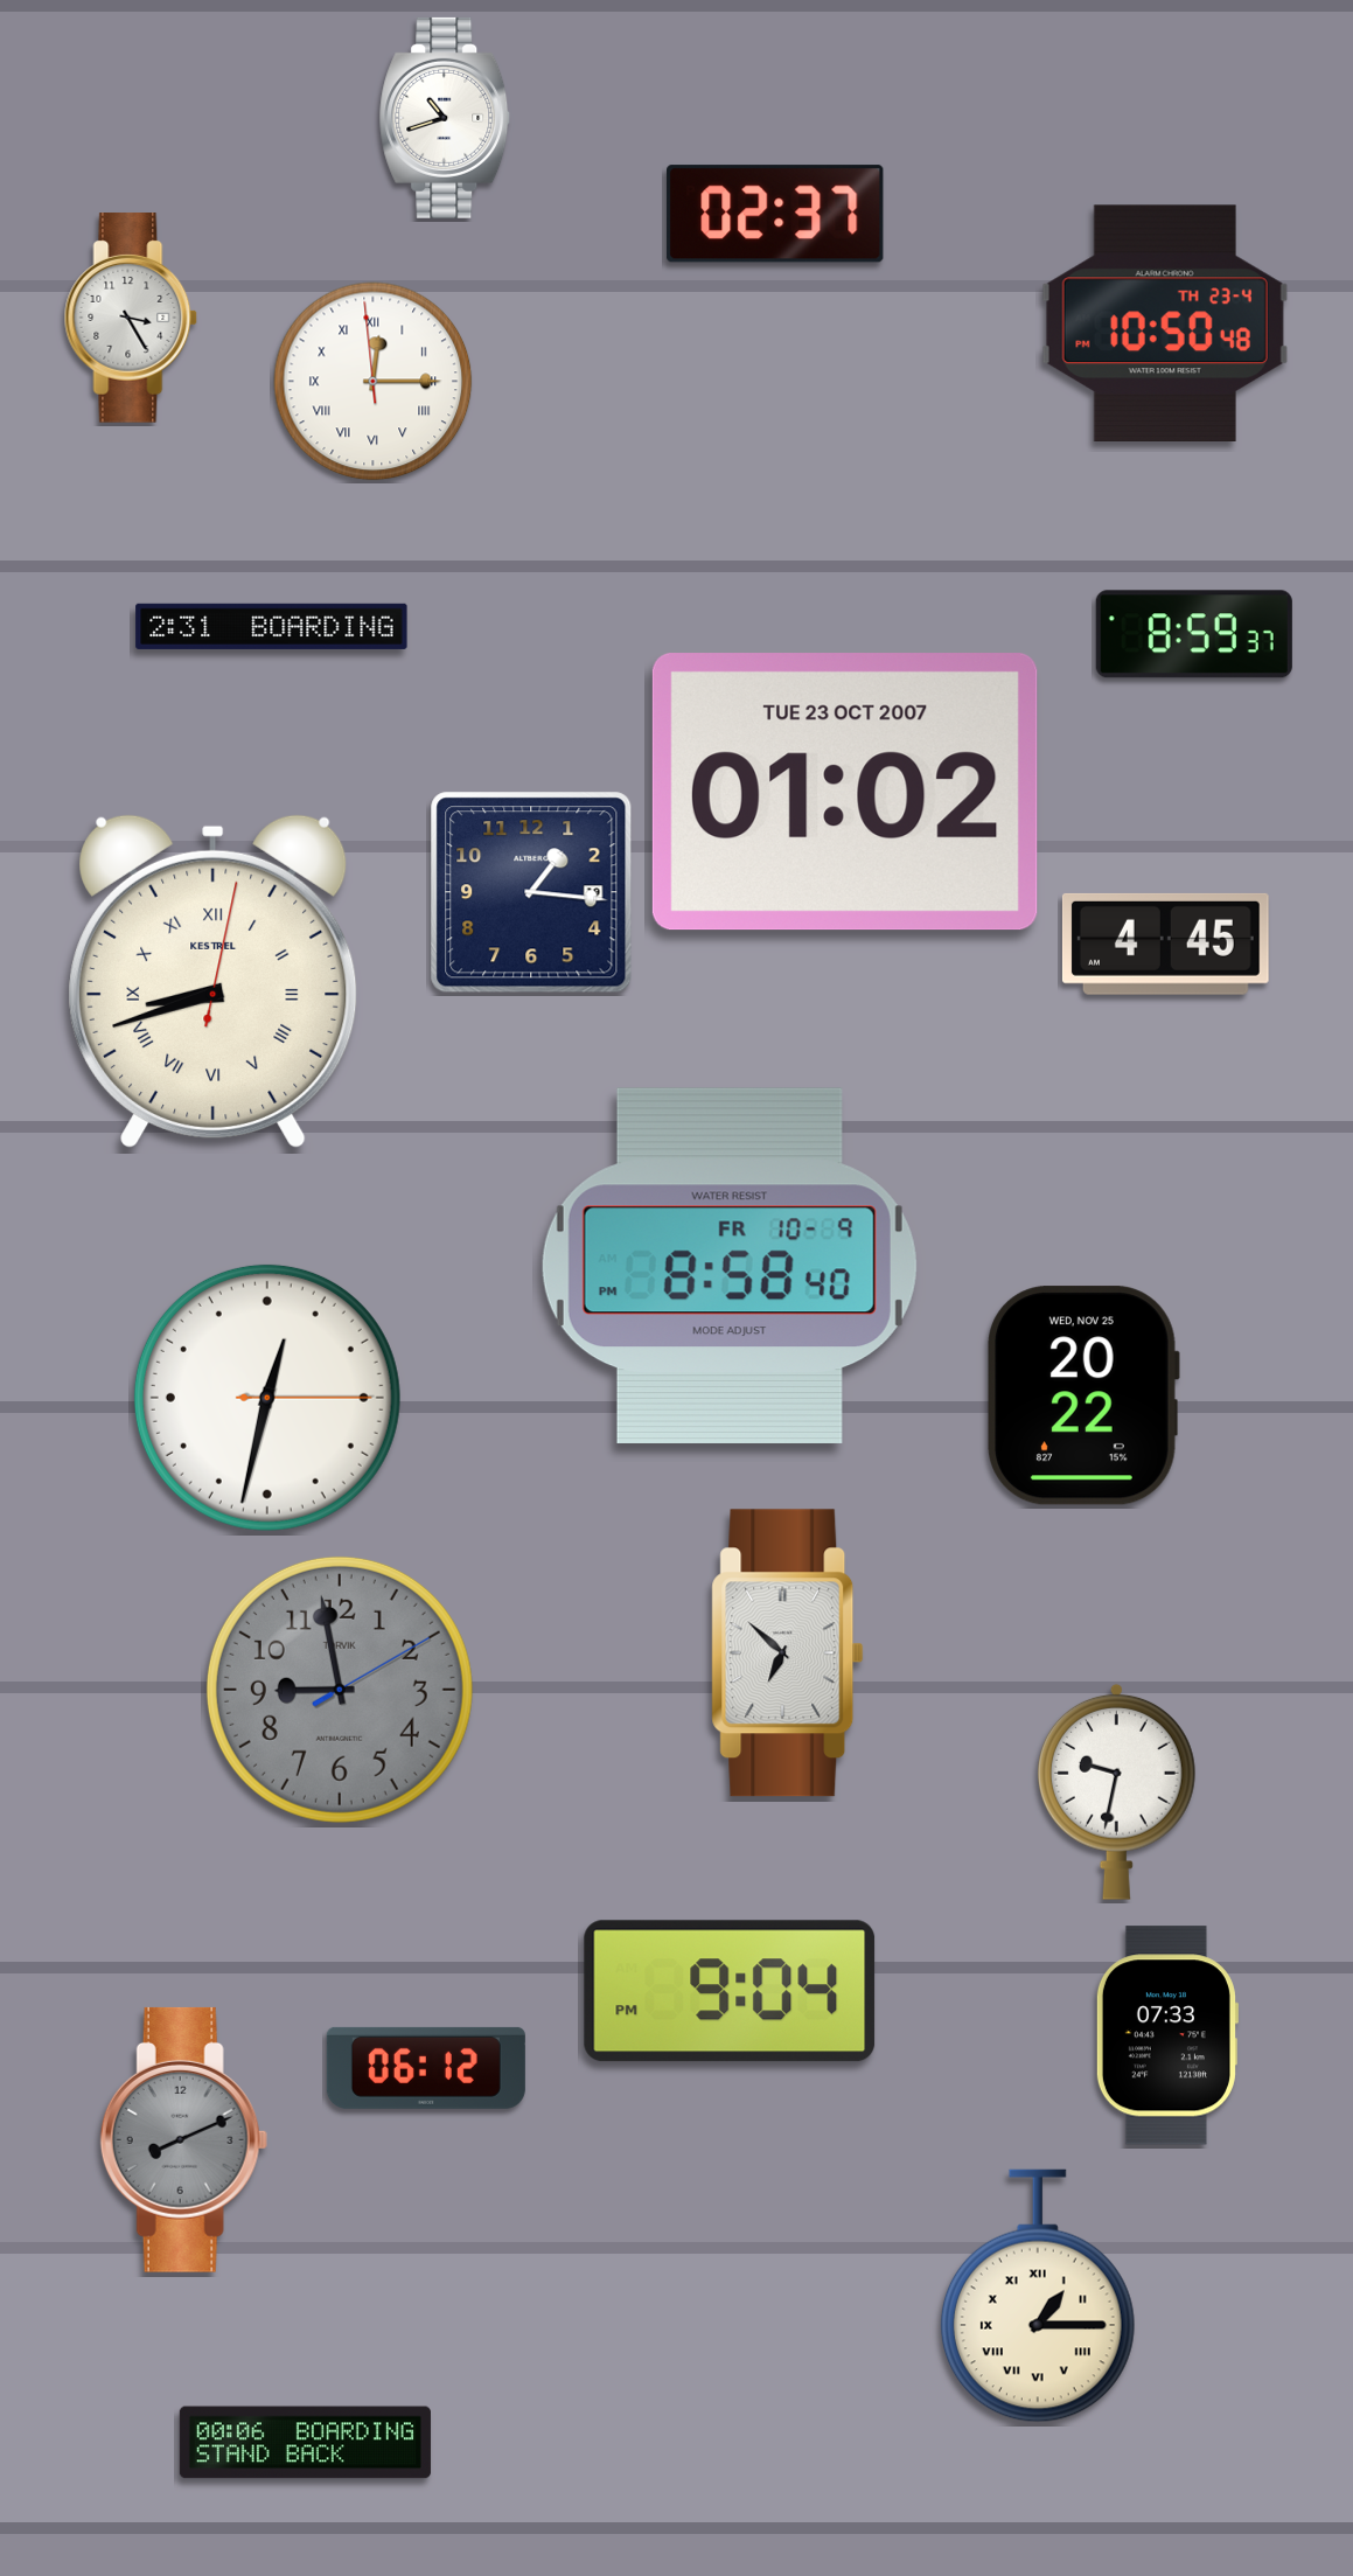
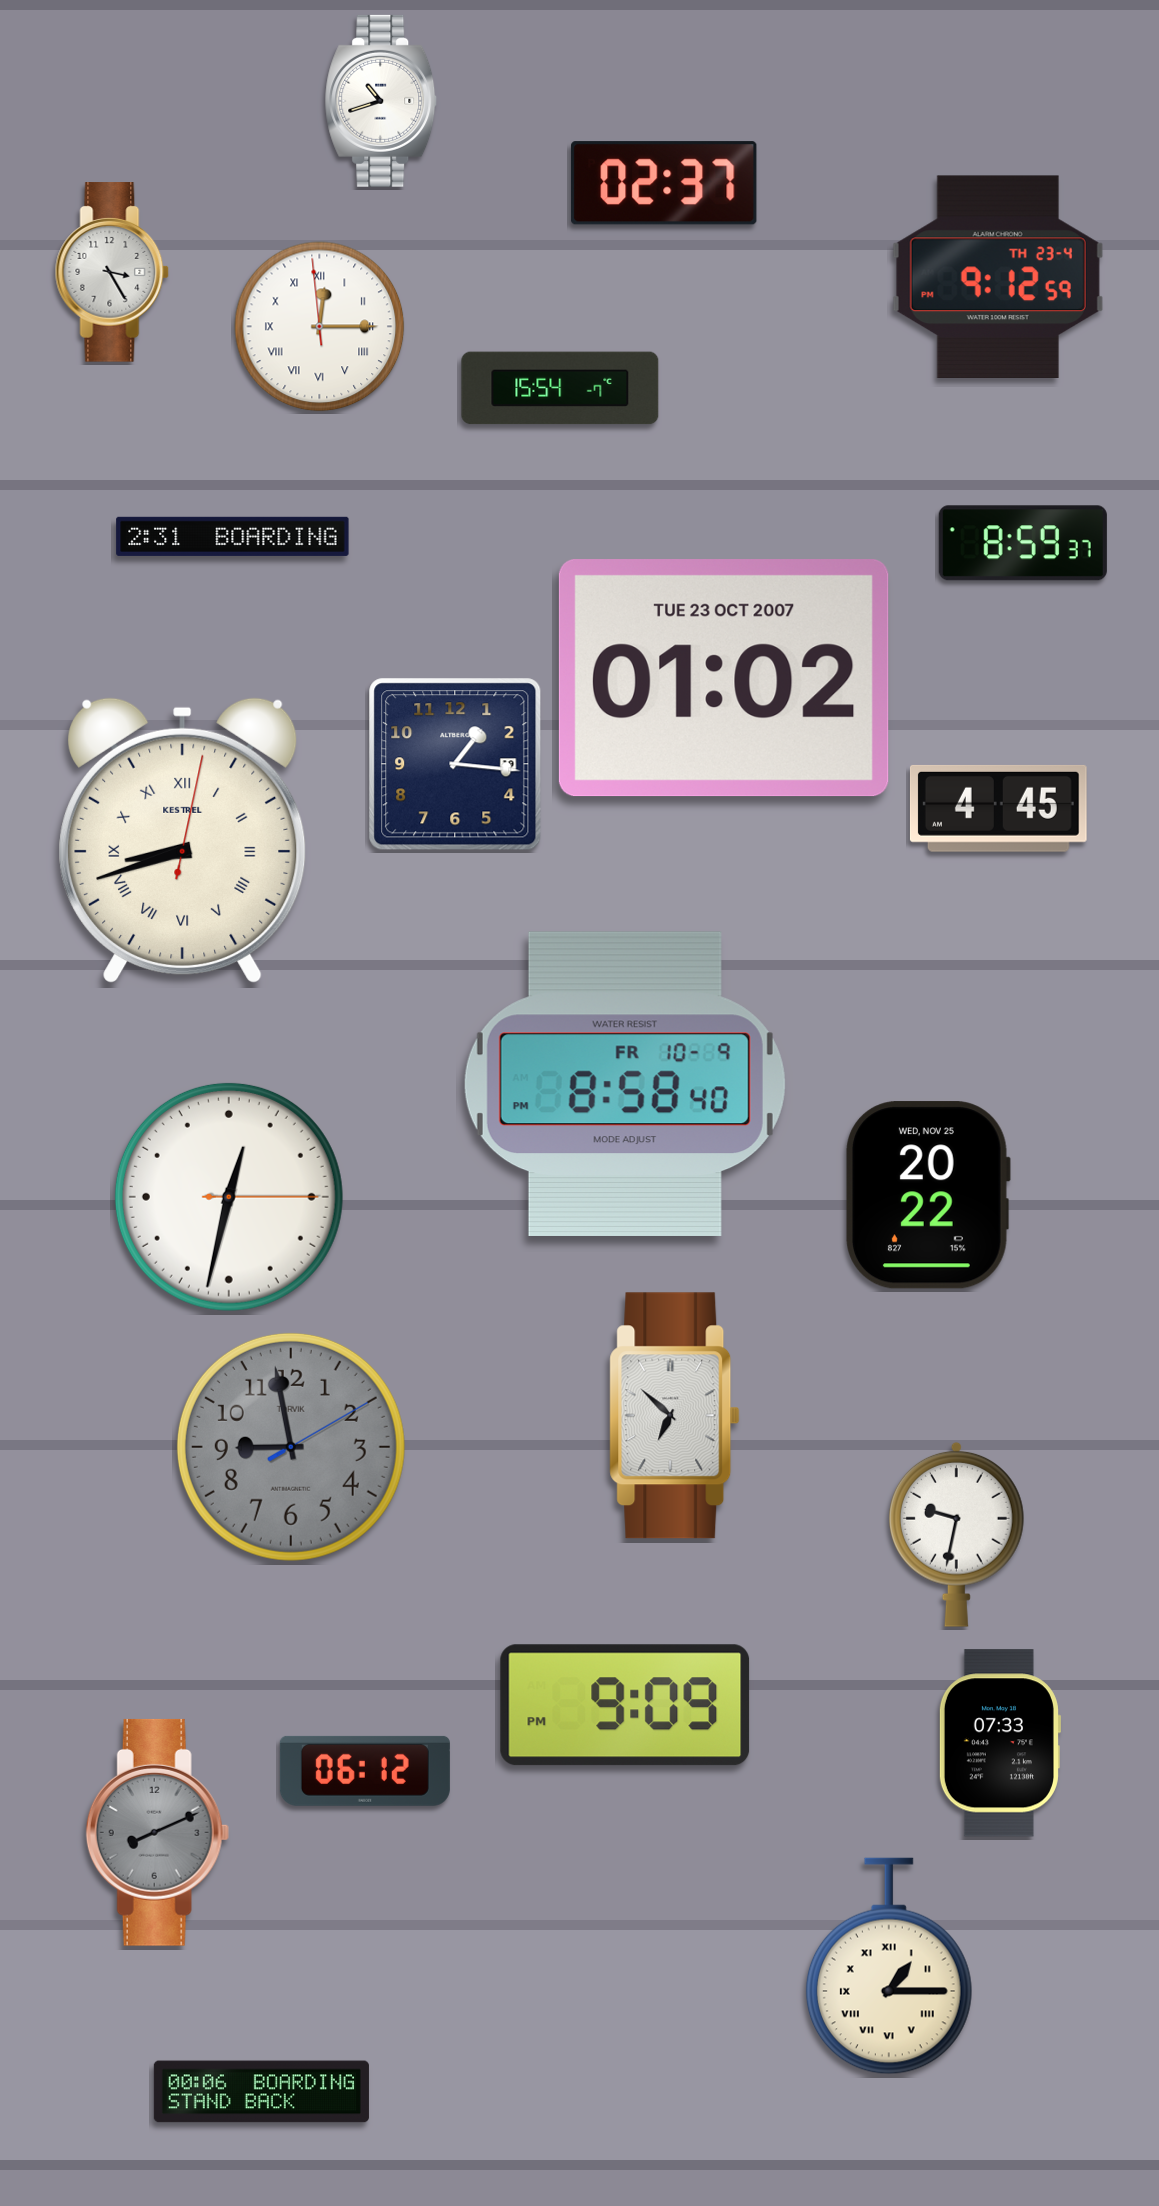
clock at (1165, 322): 10:50 -> 9:12
clock at (560, 388): none -> 15:54
clock at (730, 1991): 9:04 -> 9:09
